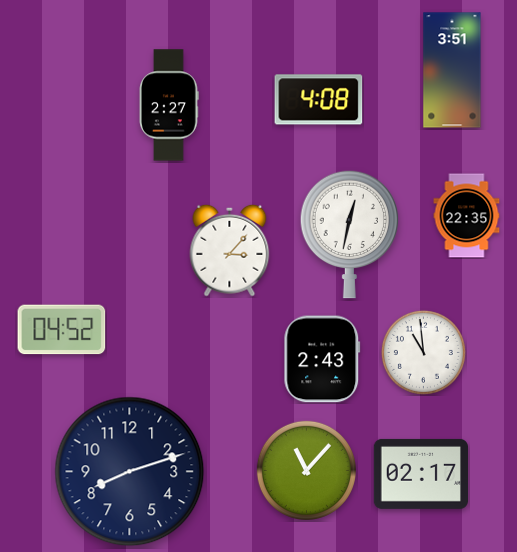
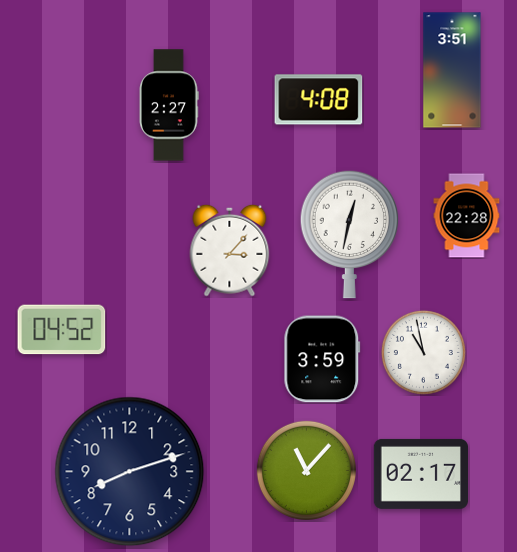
clock at (467, 216): 22:35 -> 22:28
clock at (423, 352): 10:59 -> 10:58
clock at (322, 359): 2:43 -> 3:59
